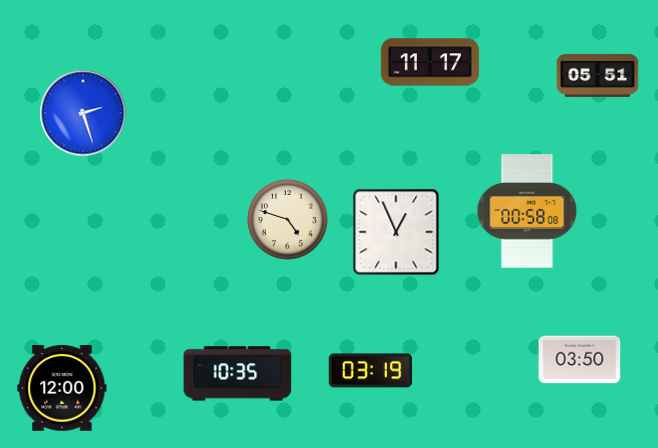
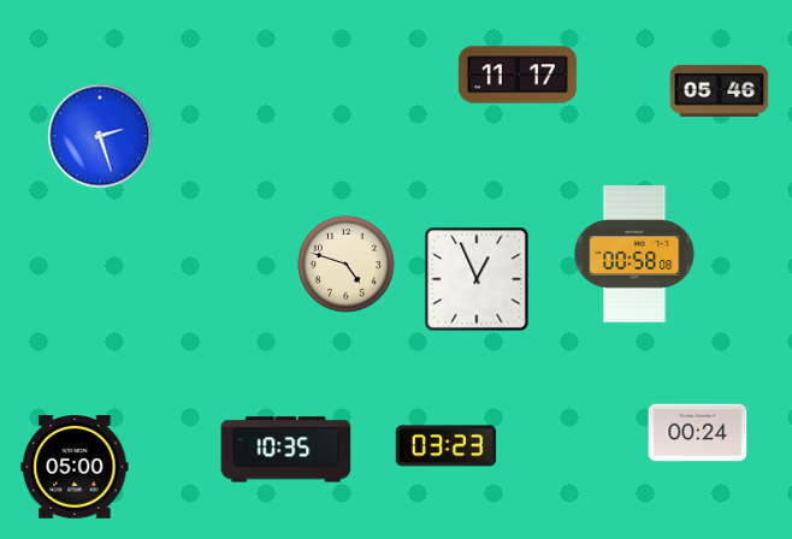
clock at (598, 75): 05:51 -> 05:46
clock at (580, 360): 03:50 -> 00:24
clock at (371, 371): 03:19 -> 03:23
clock at (62, 388): 12:00 -> 05:00
